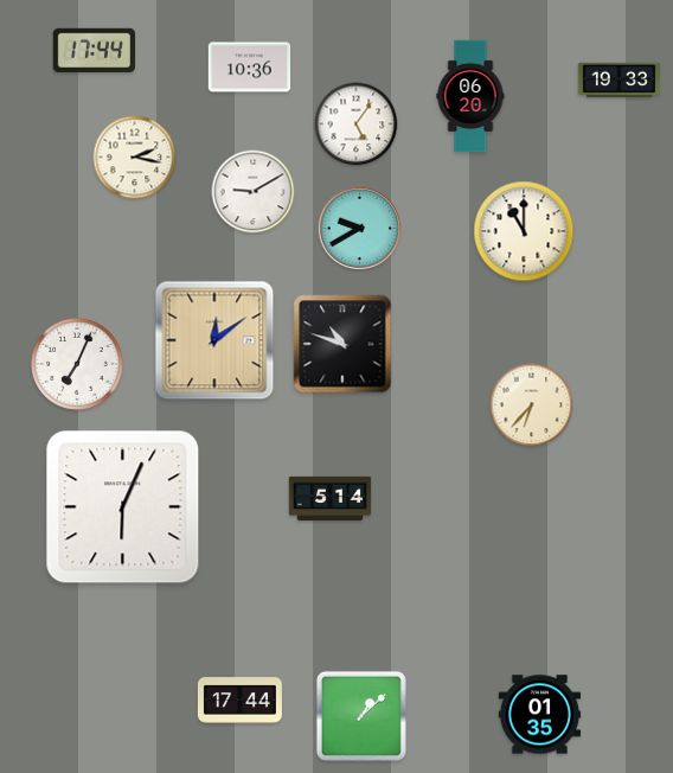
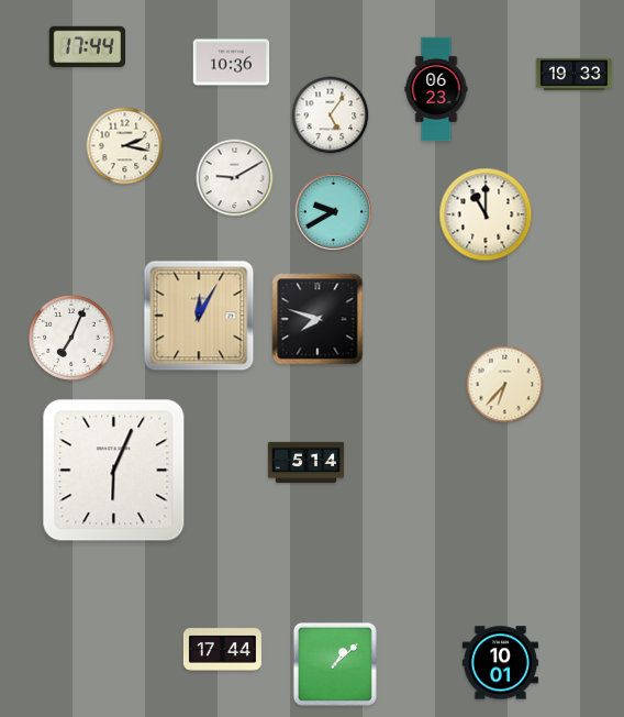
clock at (470, 96): 06:20 -> 06:23
clock at (214, 340): 12:09 -> 12:05
clock at (342, 344): 10:48 -> 7:48
clock at (532, 405) position: (532, 405) -> (505, 385)
clock at (540, 715): 01:35 -> 10:01
